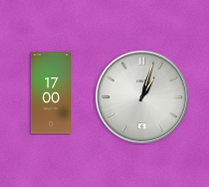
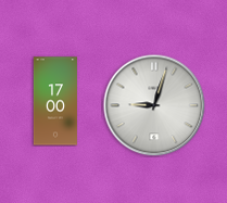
clock at (142, 97): 1:03 -> 9:03
